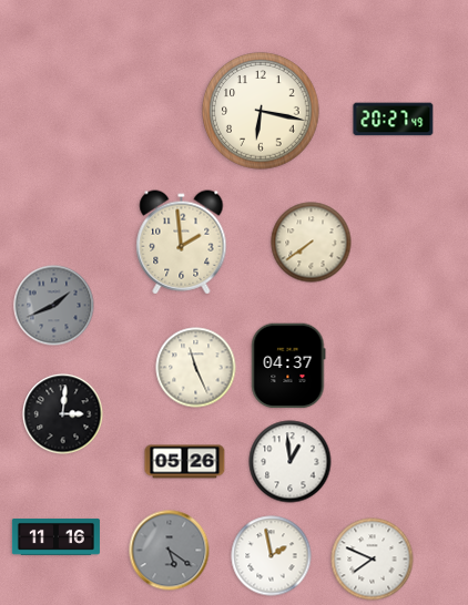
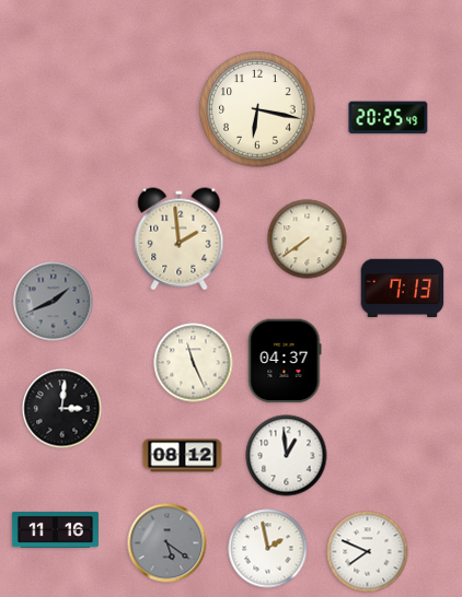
clock at (394, 120): 20:27 -> 20:25
clock at (403, 289): none -> 7:13
clock at (185, 462): 05:26 -> 08:12
